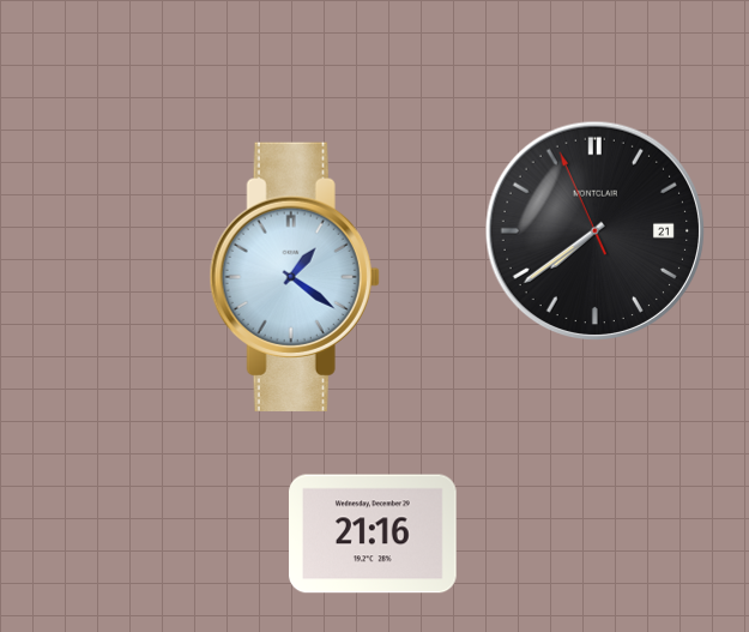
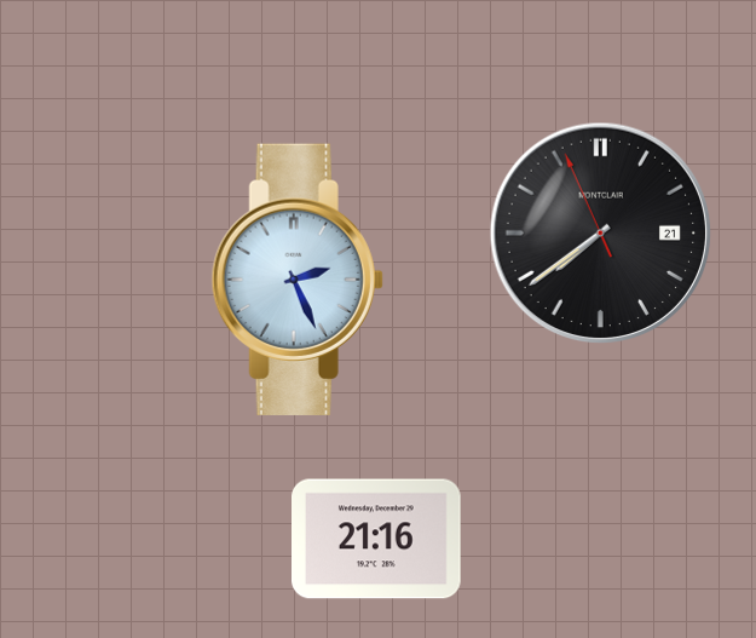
clock at (295, 277): 1:21 -> 2:26
